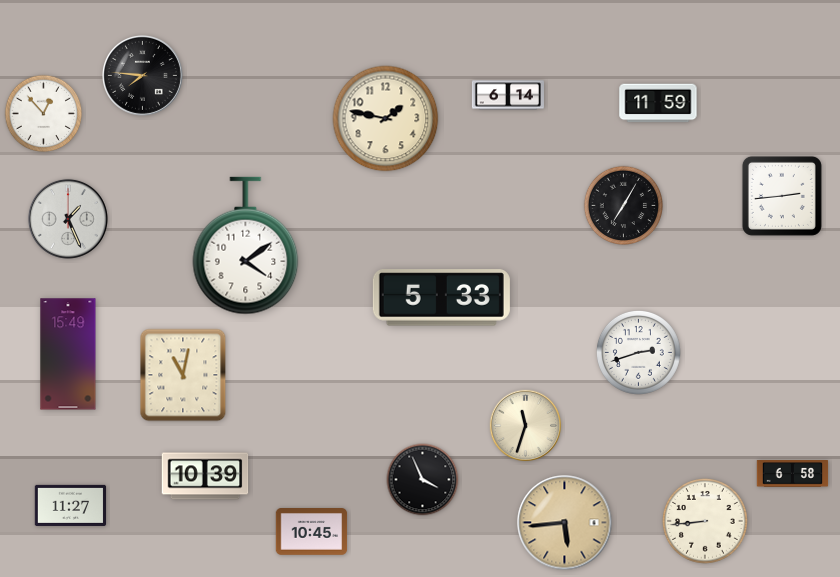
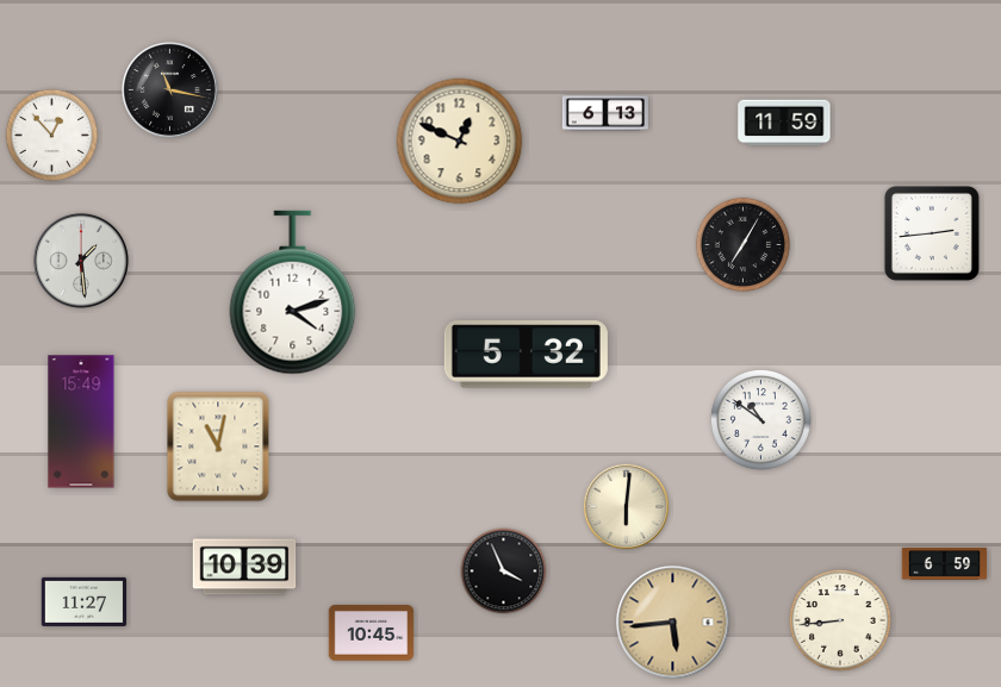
clock at (142, 75): 7:46 -> 11:17
clock at (508, 95): 6:14 -> 6:13
clock at (386, 119): 1:47 -> 12:49
clock at (68, 219): 1:26 -> 1:29
clock at (246, 246): 4:09 -> 4:12
clock at (441, 298): 5:33 -> 5:32
clock at (638, 352): 2:42 -> 10:51
clock at (526, 426): 11:33 -> 6:01
clock at (793, 474): 6:58 -> 6:59
